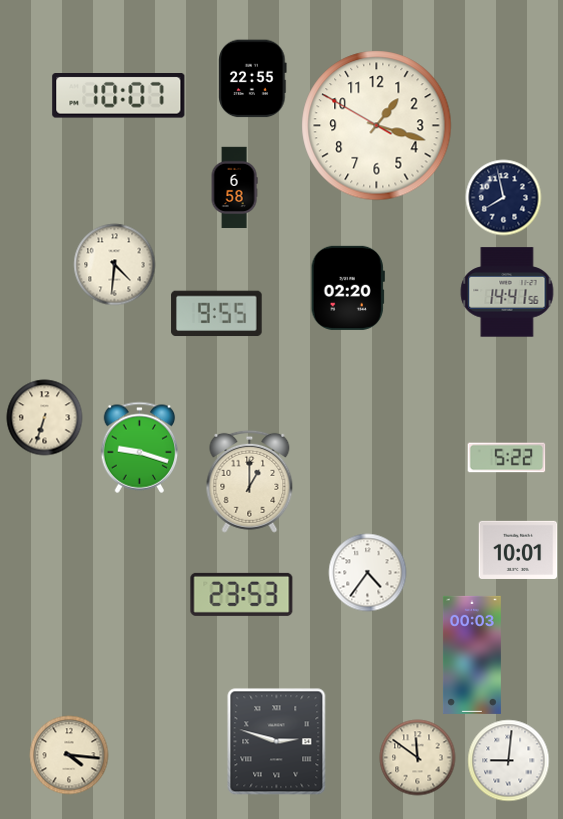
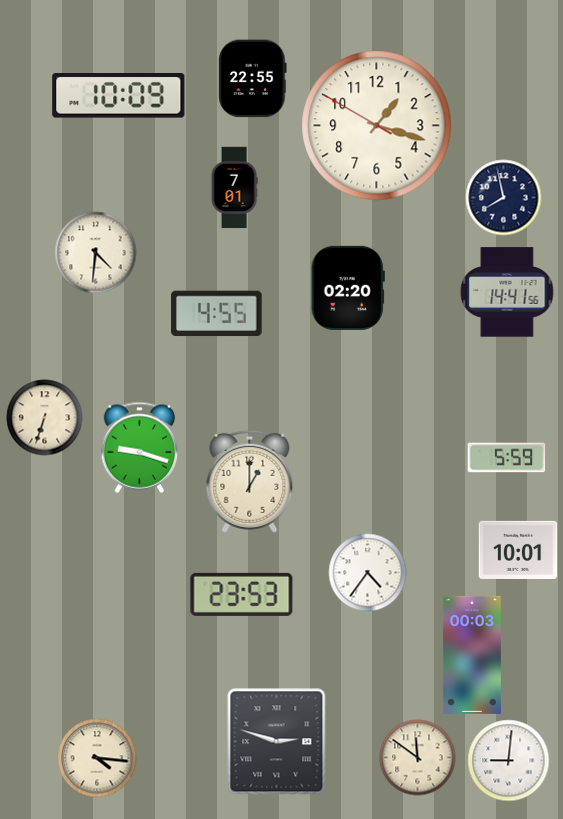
clock at (119, 96): 10:07 -> 10:09
clock at (234, 188): 6:58 -> 7:01
clock at (115, 265) position: (115, 265) -> (96, 253)
clock at (217, 314): 9:55 -> 4:55
clock at (507, 458): 5:22 -> 5:59
clock at (69, 755) position: (69, 755) -> (97, 758)
